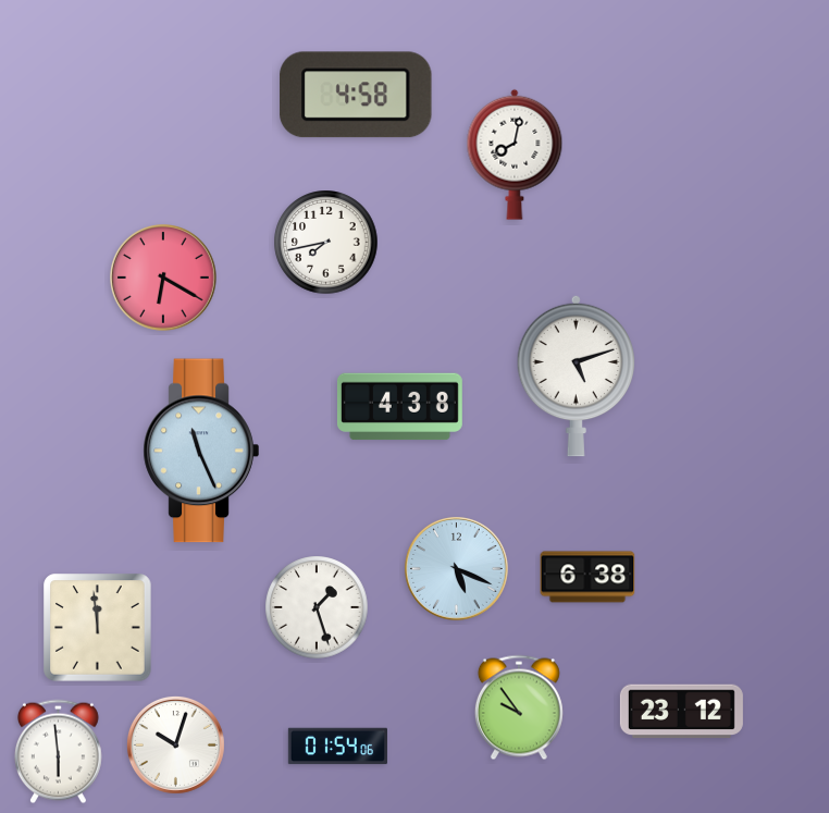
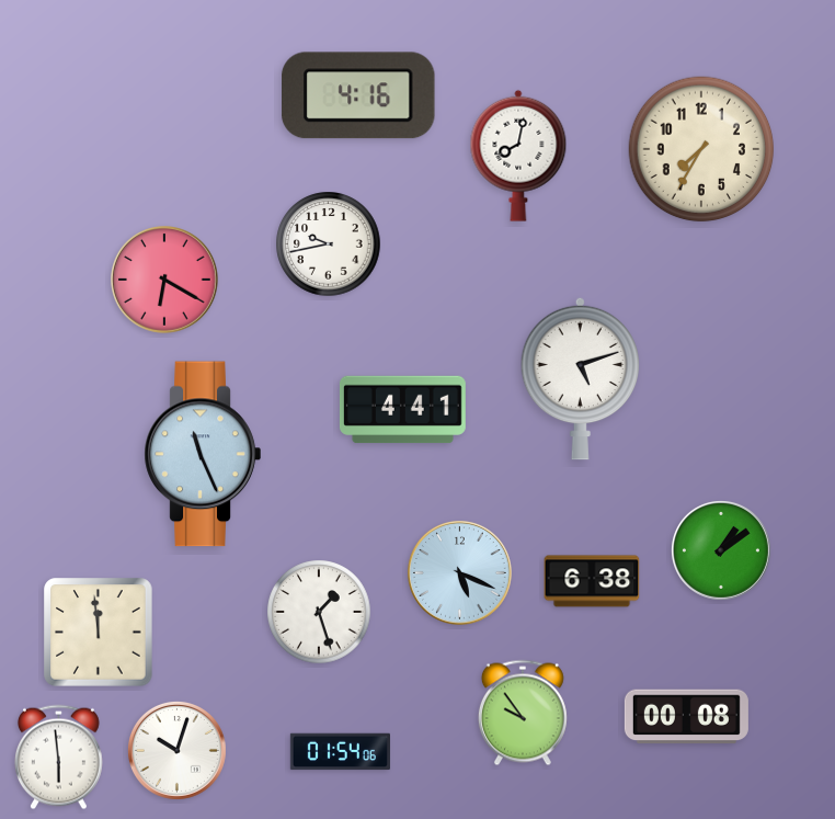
clock at (356, 95): 4:58 -> 4:16
clock at (701, 149): none -> 7:35
clock at (326, 243): 7:43 -> 9:43
clock at (399, 407): 4:38 -> 4:41
clock at (721, 550): none -> 1:09
clock at (681, 712): 23:12 -> 00:08
